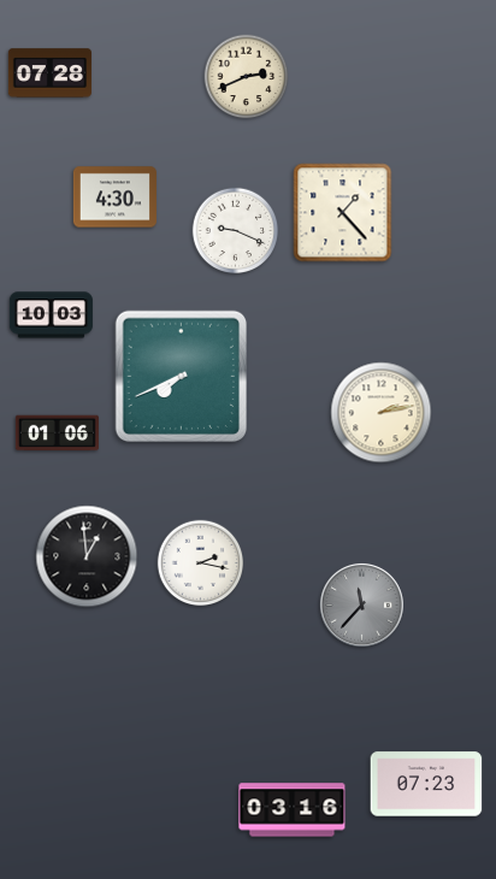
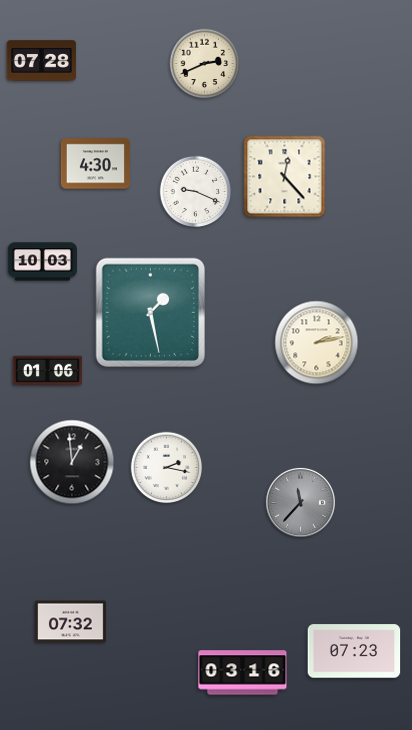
clock at (343, 213): 1:23 -> 12:23
clock at (181, 376): 7:41 -> 1:28
clock at (57, 433) position: (57, 433) -> (47, 371)
clock at (71, 622): none -> 07:32
